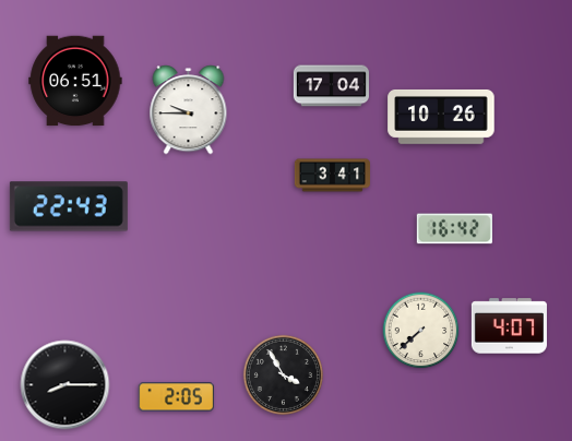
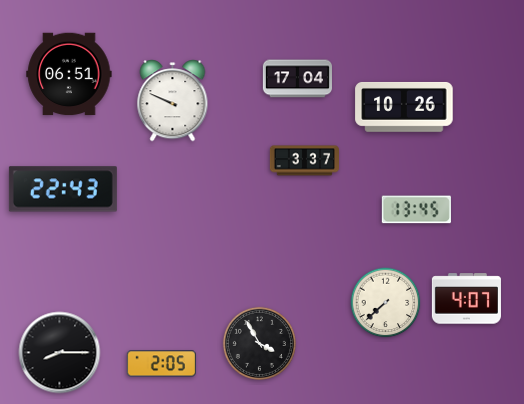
clock at (331, 86) position: (331, 86) -> (297, 79)
clock at (189, 110): 9:45 -> 9:49
clock at (332, 176): 3:41 -> 3:37
clock at (454, 229): 16:42 -> 13:45
